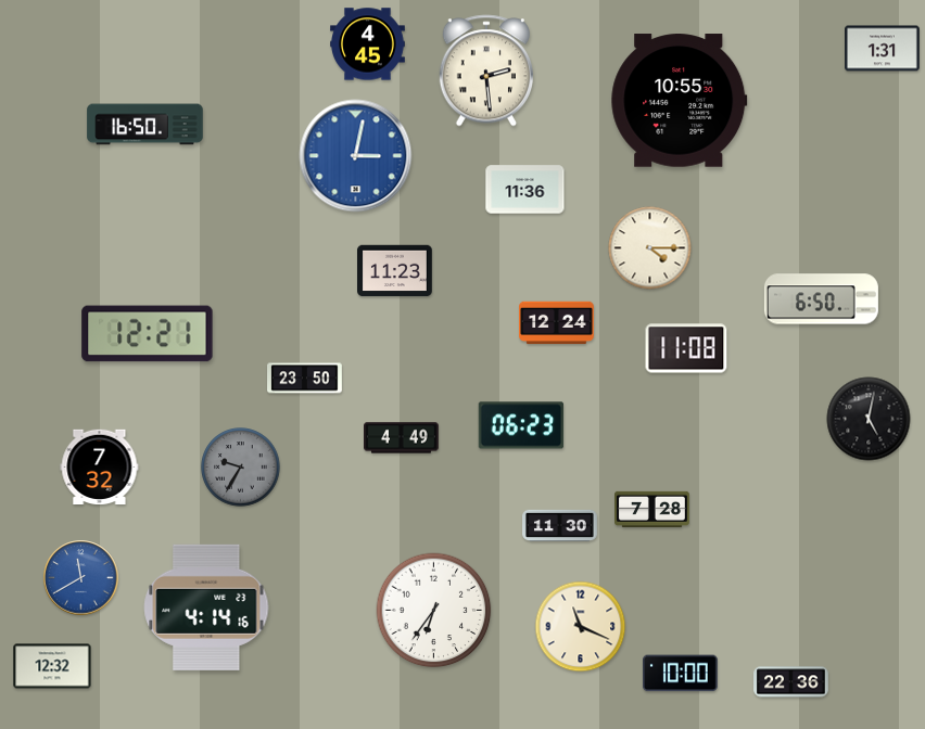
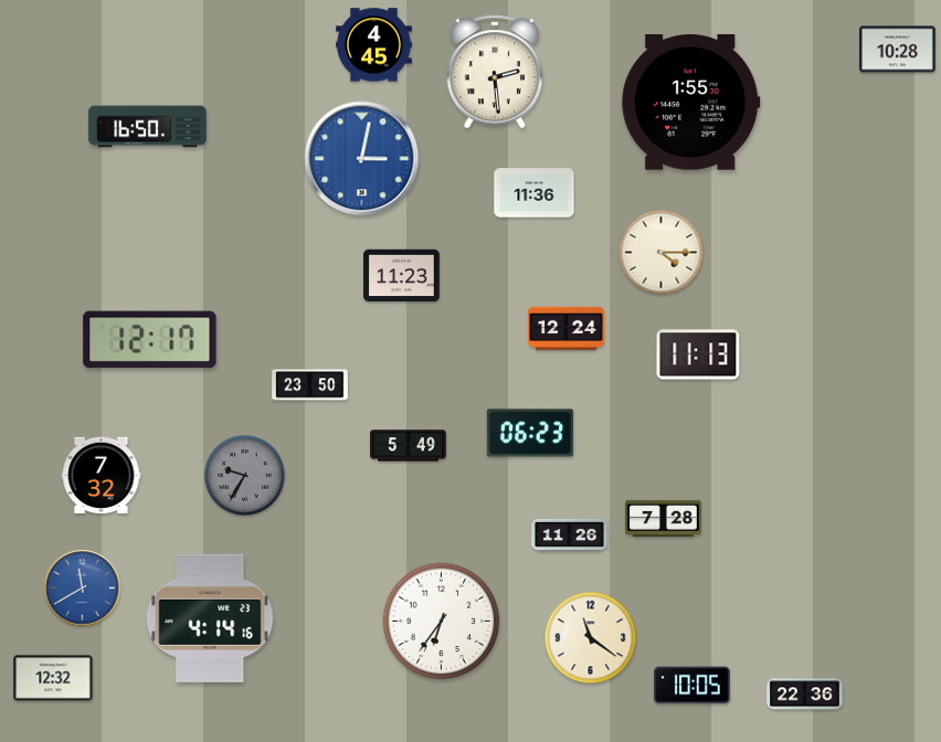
clock at (883, 49): 1:31 -> 10:28
clock at (680, 101): 10:55 -> 1:55
clock at (821, 299): 6:50 -> none
clock at (148, 334): 12:21 -> 12:17
clock at (686, 348): 11:08 -> 11:13
clock at (869, 419): 5:02 -> none
clock at (402, 438): 4:49 -> 5:49
clock at (560, 525): 11:30 -> 11:26
clock at (581, 627): 11:19 -> 11:21
clock at (681, 674): 10:00 -> 10:05
